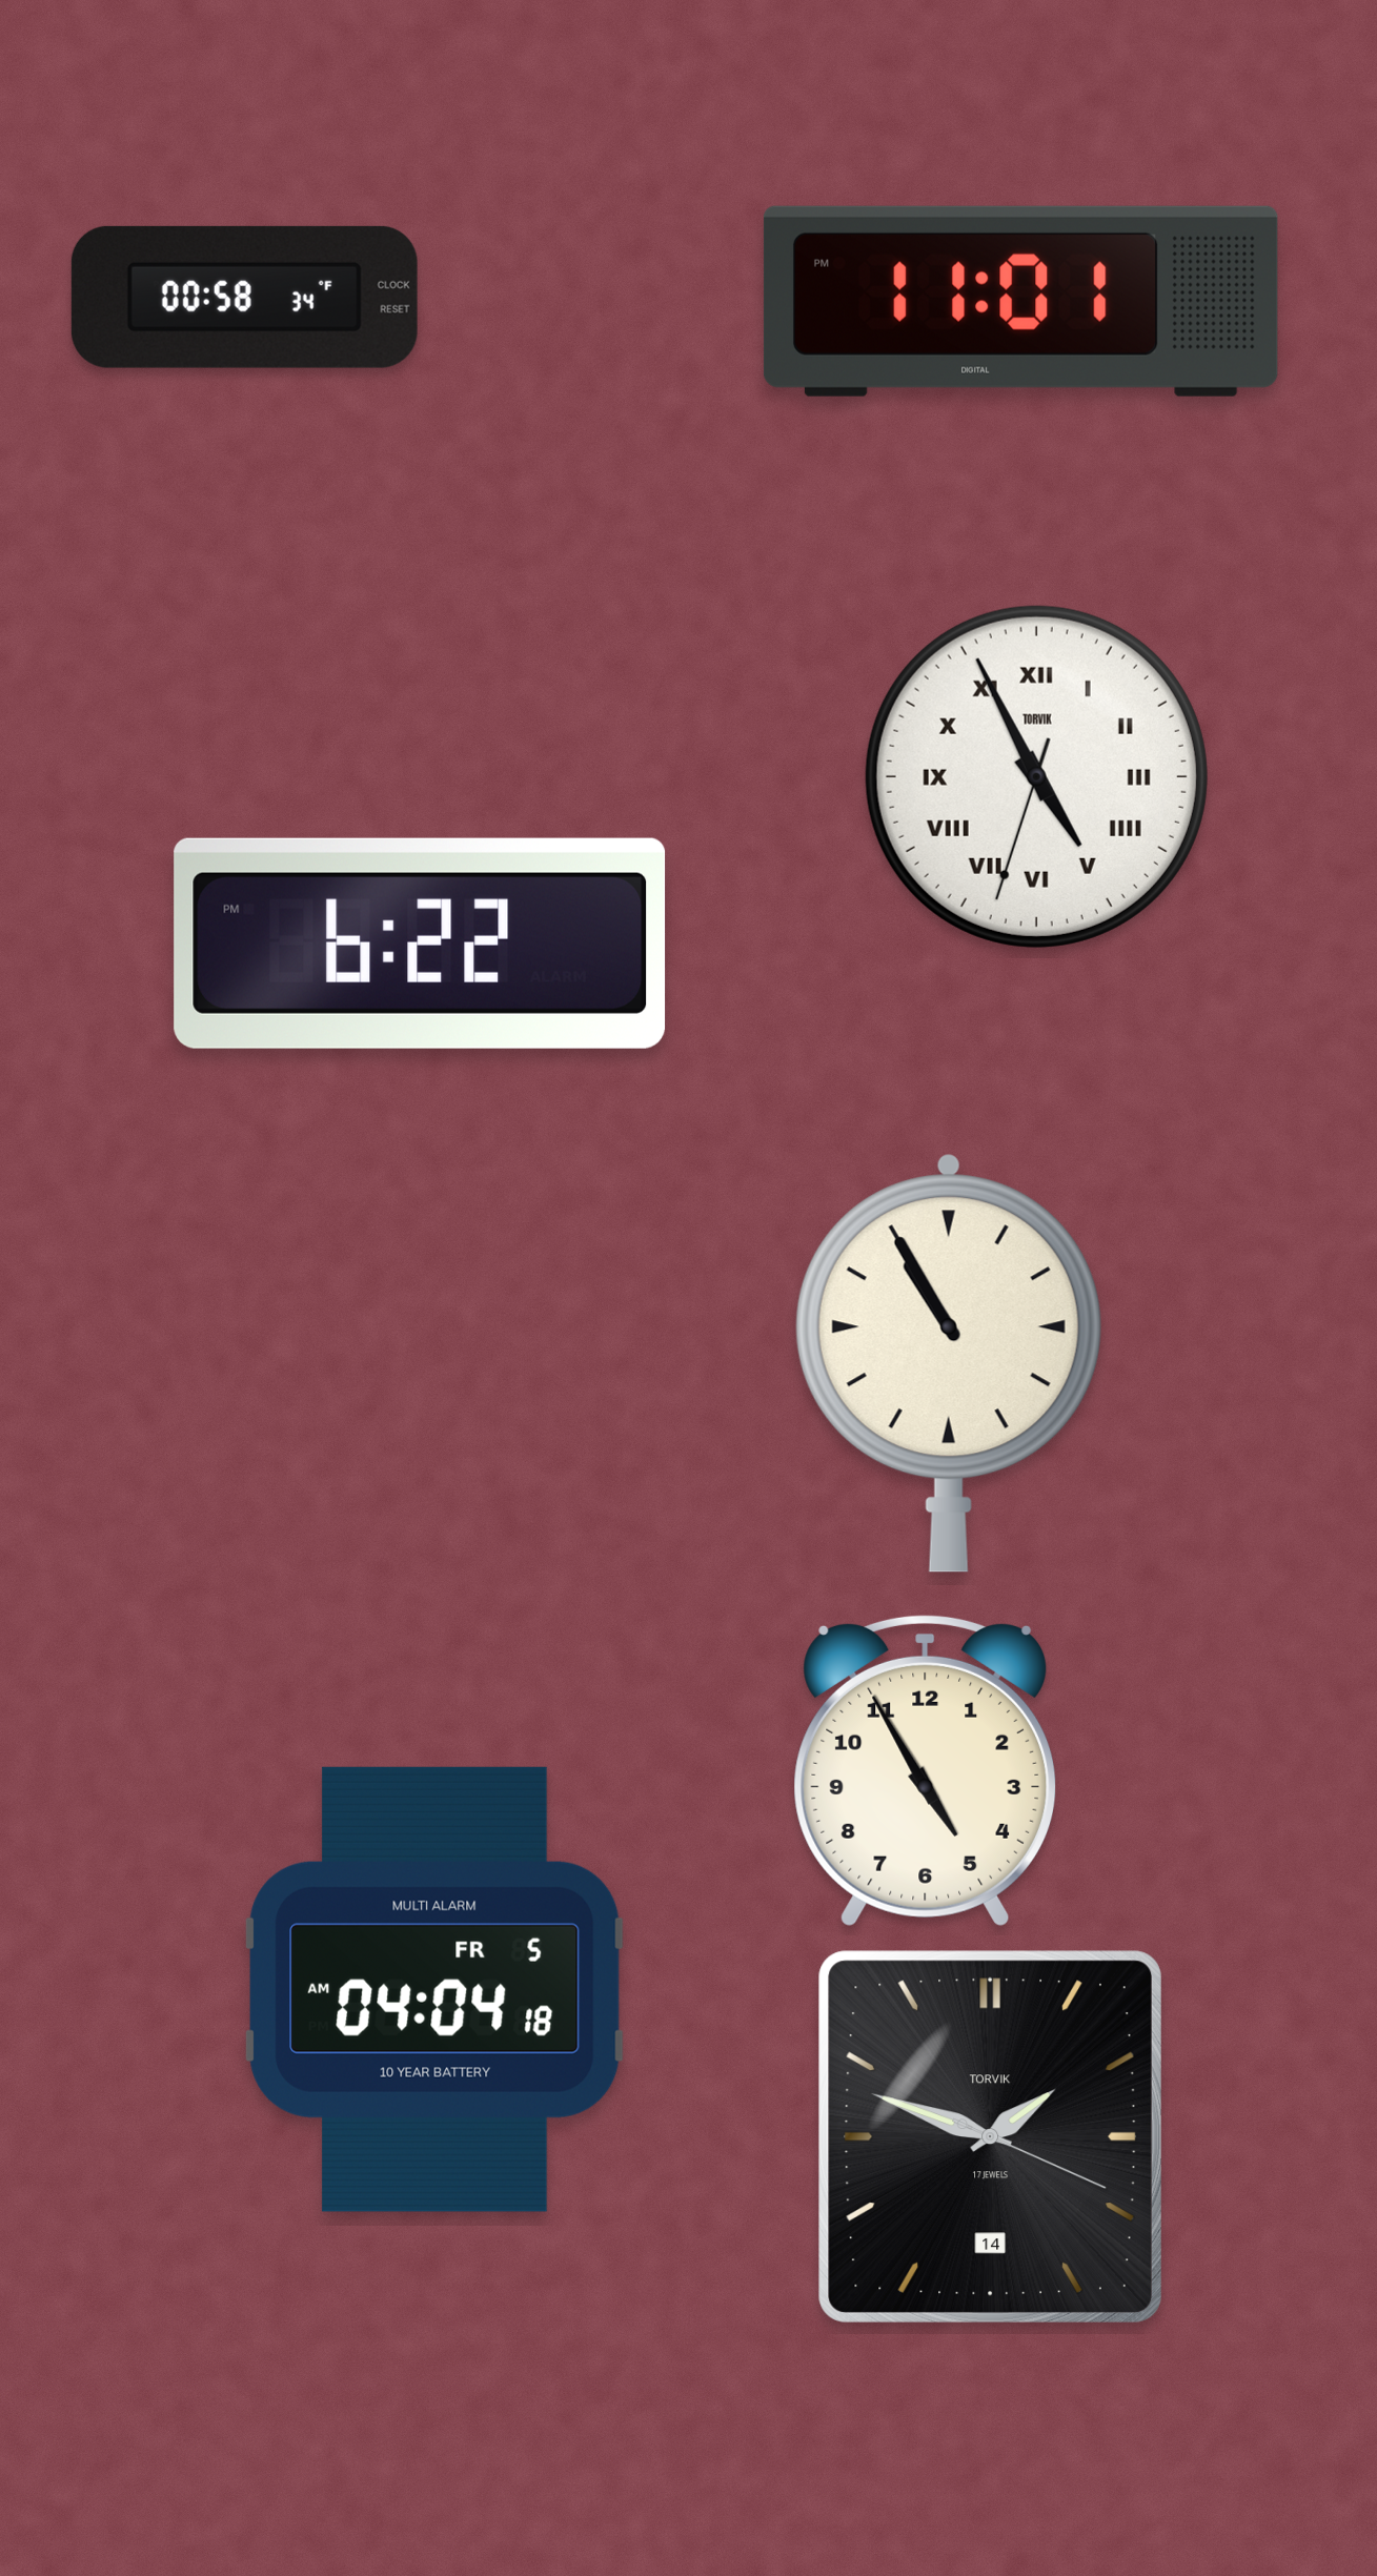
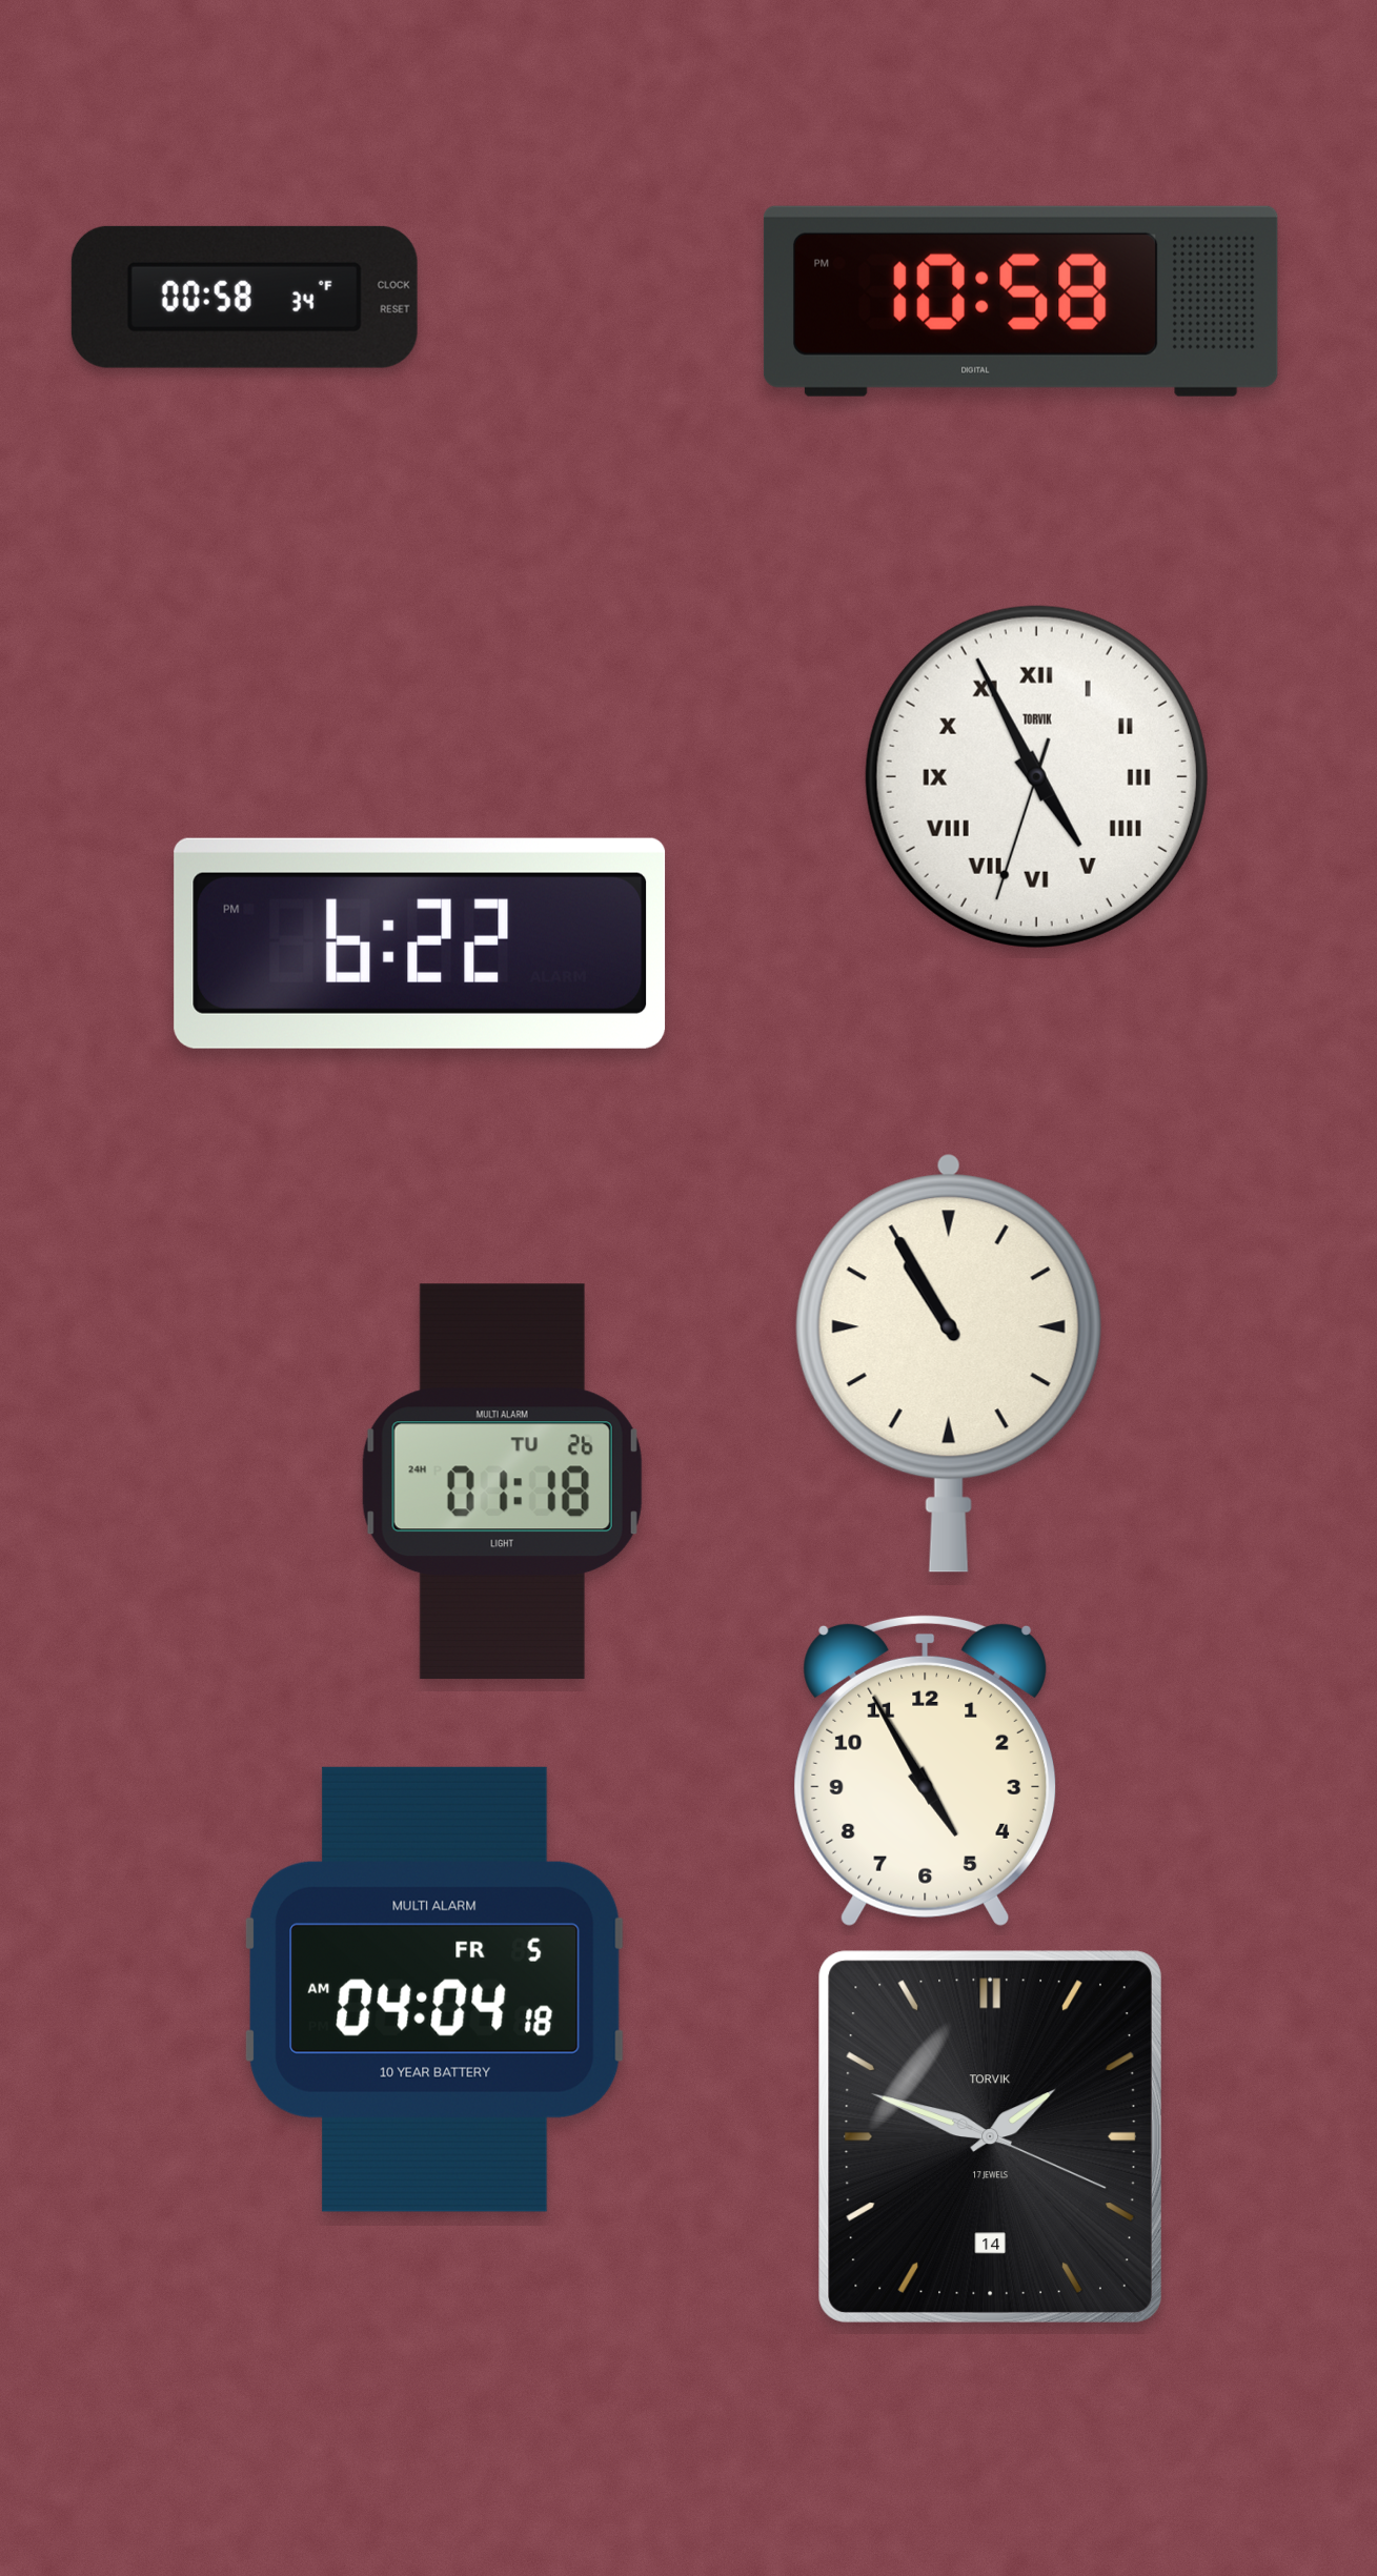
clock at (1020, 301): 11:01 -> 10:58
clock at (502, 1482): none -> 01:18
